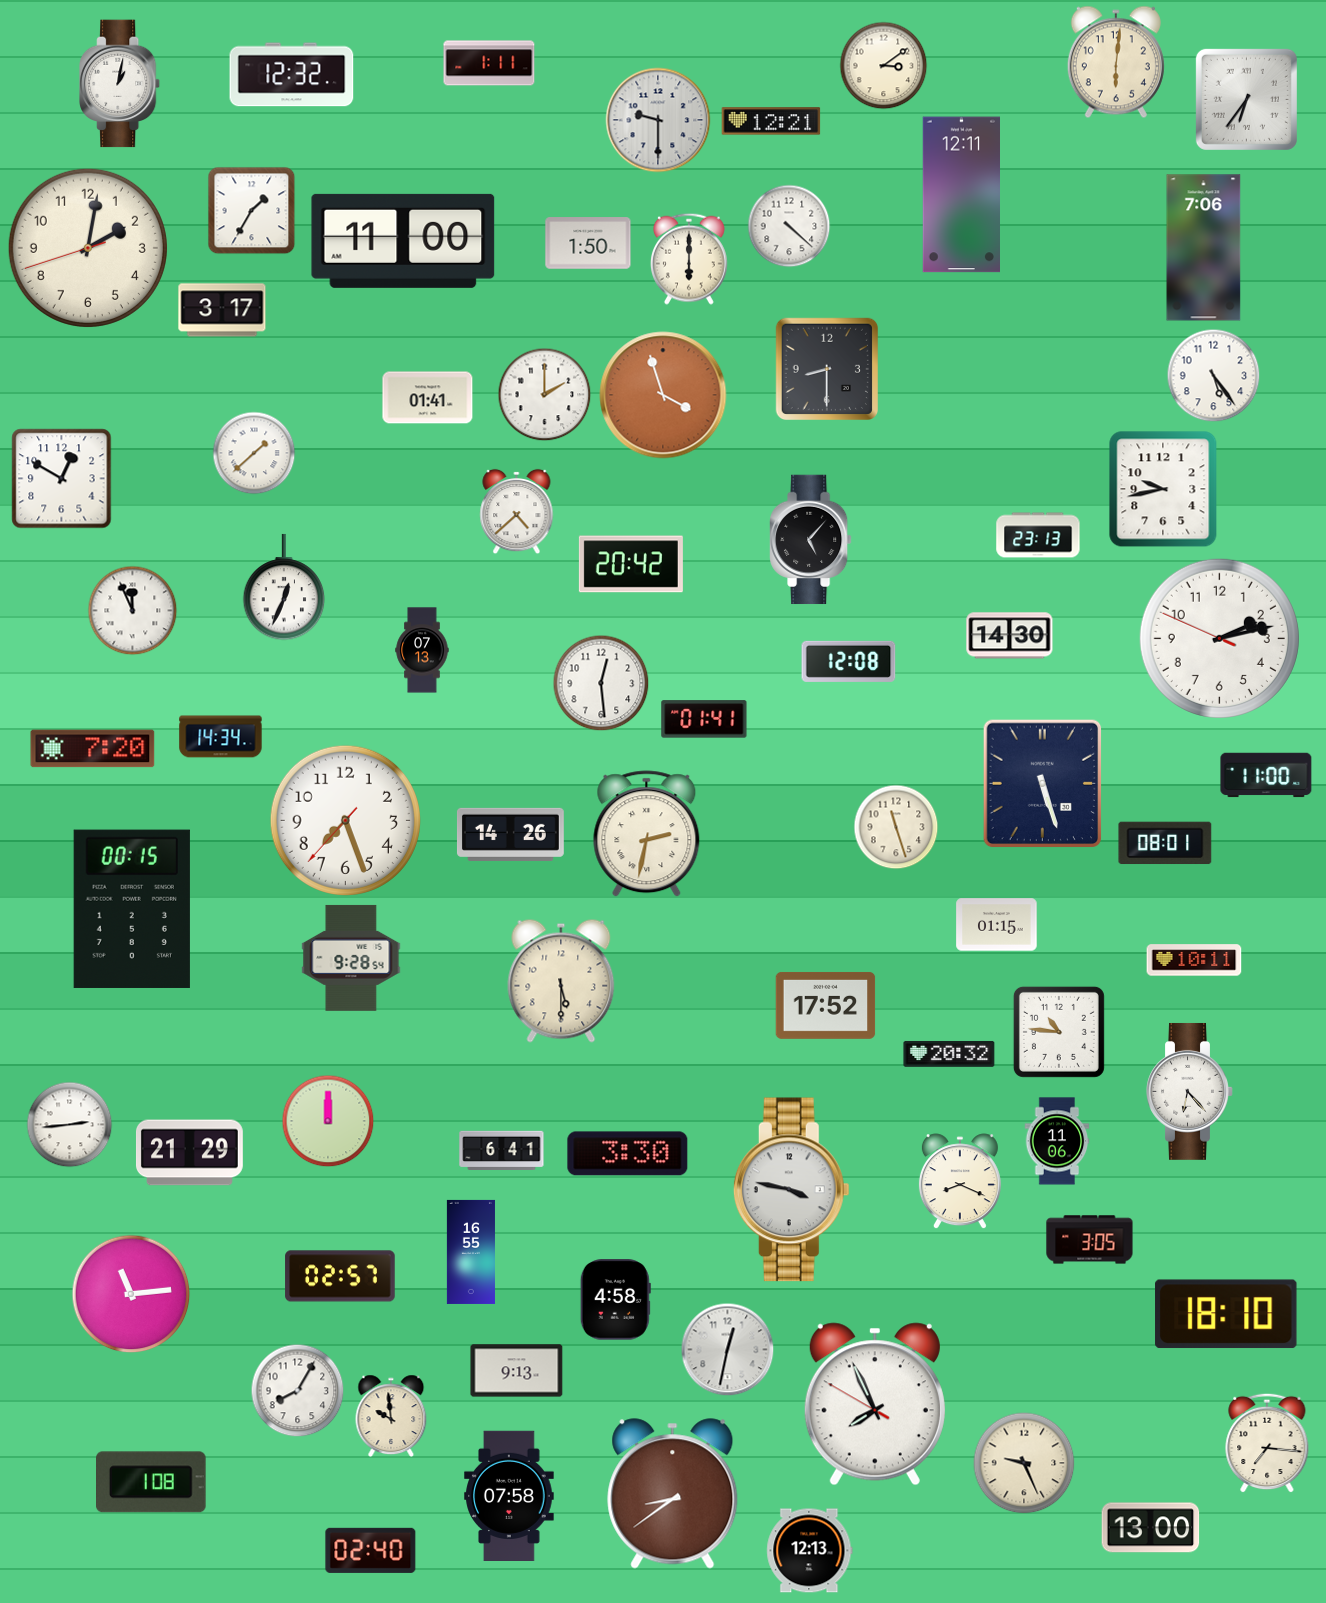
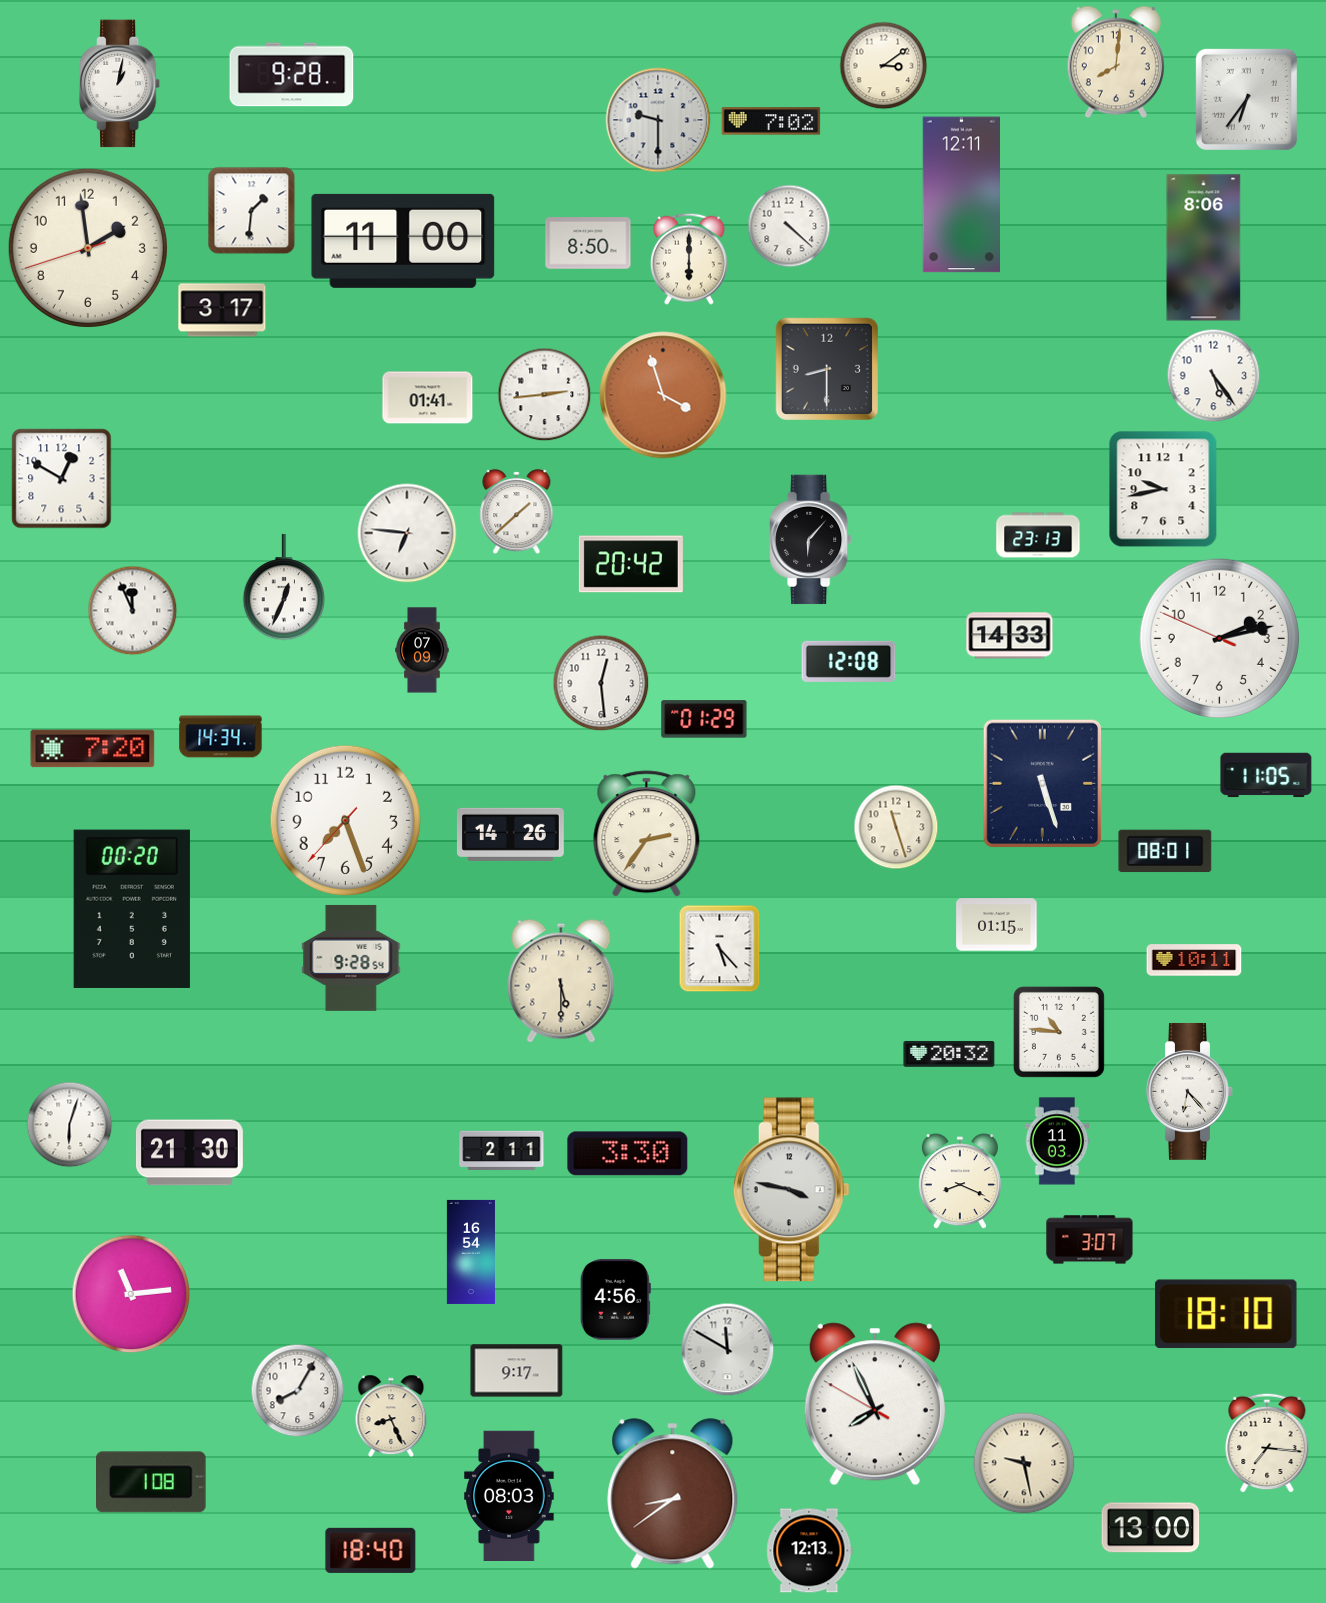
clock at (1116, 62): 6:01 -> 8:01
clock at (489, 63): 1:11 -> none
clock at (292, 75): 12:32 -> 9:28
clock at (771, 121): 12:21 -> 7:02
clock at (252, 211): 1:35 -> 1:31
clock at (588, 243): 1:50 -> 8:50
clock at (88, 248): 2:01 -> 1:58
clock at (1204, 248): 7:06 -> 8:06
clock at (545, 395): 2:00 -> 2:44
clock at (254, 453): 1:38 -> none
clock at (517, 512): 4:38 -> 1:38
clock at (407, 533): none -> 6:46
clock at (811, 540): 5:07 -> 6:07
clock at (1010, 636): 14:30 -> 14:33
clock at (422, 650): 07:13 -> 07:09
clock at (704, 719): 01:41 -> 01:29
clock at (1266, 775): 11:00 -> 11:05
clock at (647, 834): 2:32 -> 2:36
clock at (1165, 843) position: (1165, 843) -> (1165, 851)
clock at (132, 909): 00:15 -> 00:20
clock at (720, 949): none -> 5:23
clock at (826, 1005): 17:52 -> none
clock at (328, 1121): 12:00 -> none
clock at (70, 1125): 2:44 -> 6:03
clock at (1057, 1141): 11:06 -> 11:03
clock at (502, 1150): 6:41 -> 2:11
clock at (190, 1153): 21:29 -> 21:30
clock at (1090, 1240): 3:05 -> 3:07
clock at (471, 1252): 16:55 -> 16:54
clock at (340, 1276): 02:57 -> none
clock at (615, 1300): 4:58 -> 4:56
clock at (728, 1350): 12:32 -> 11:50
clock at (517, 1371): 9:13 -> 9:17
clock at (391, 1416): 9:59 -> 8:26
clock at (1024, 1463): 9:26 -> 9:28
clock at (509, 1495): 07:58 -> 08:03
clock at (371, 1550): 02:40 -> 18:40
